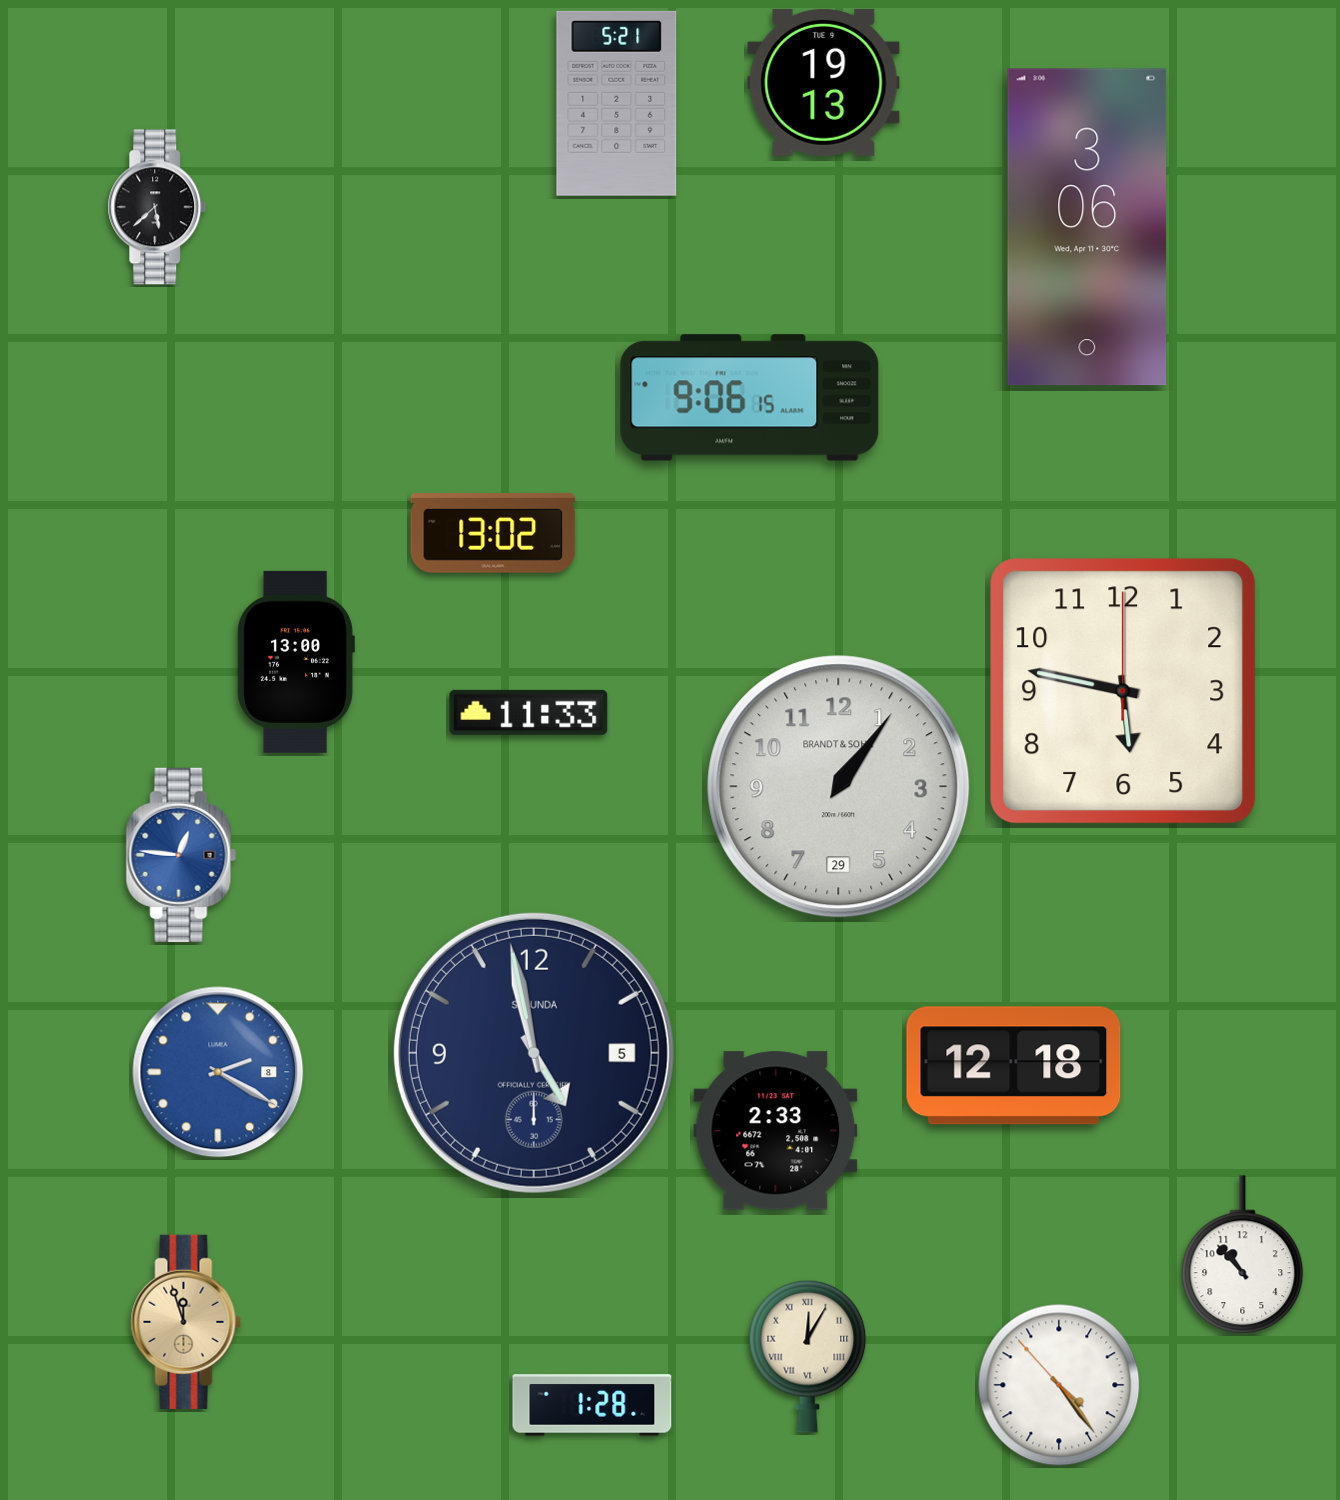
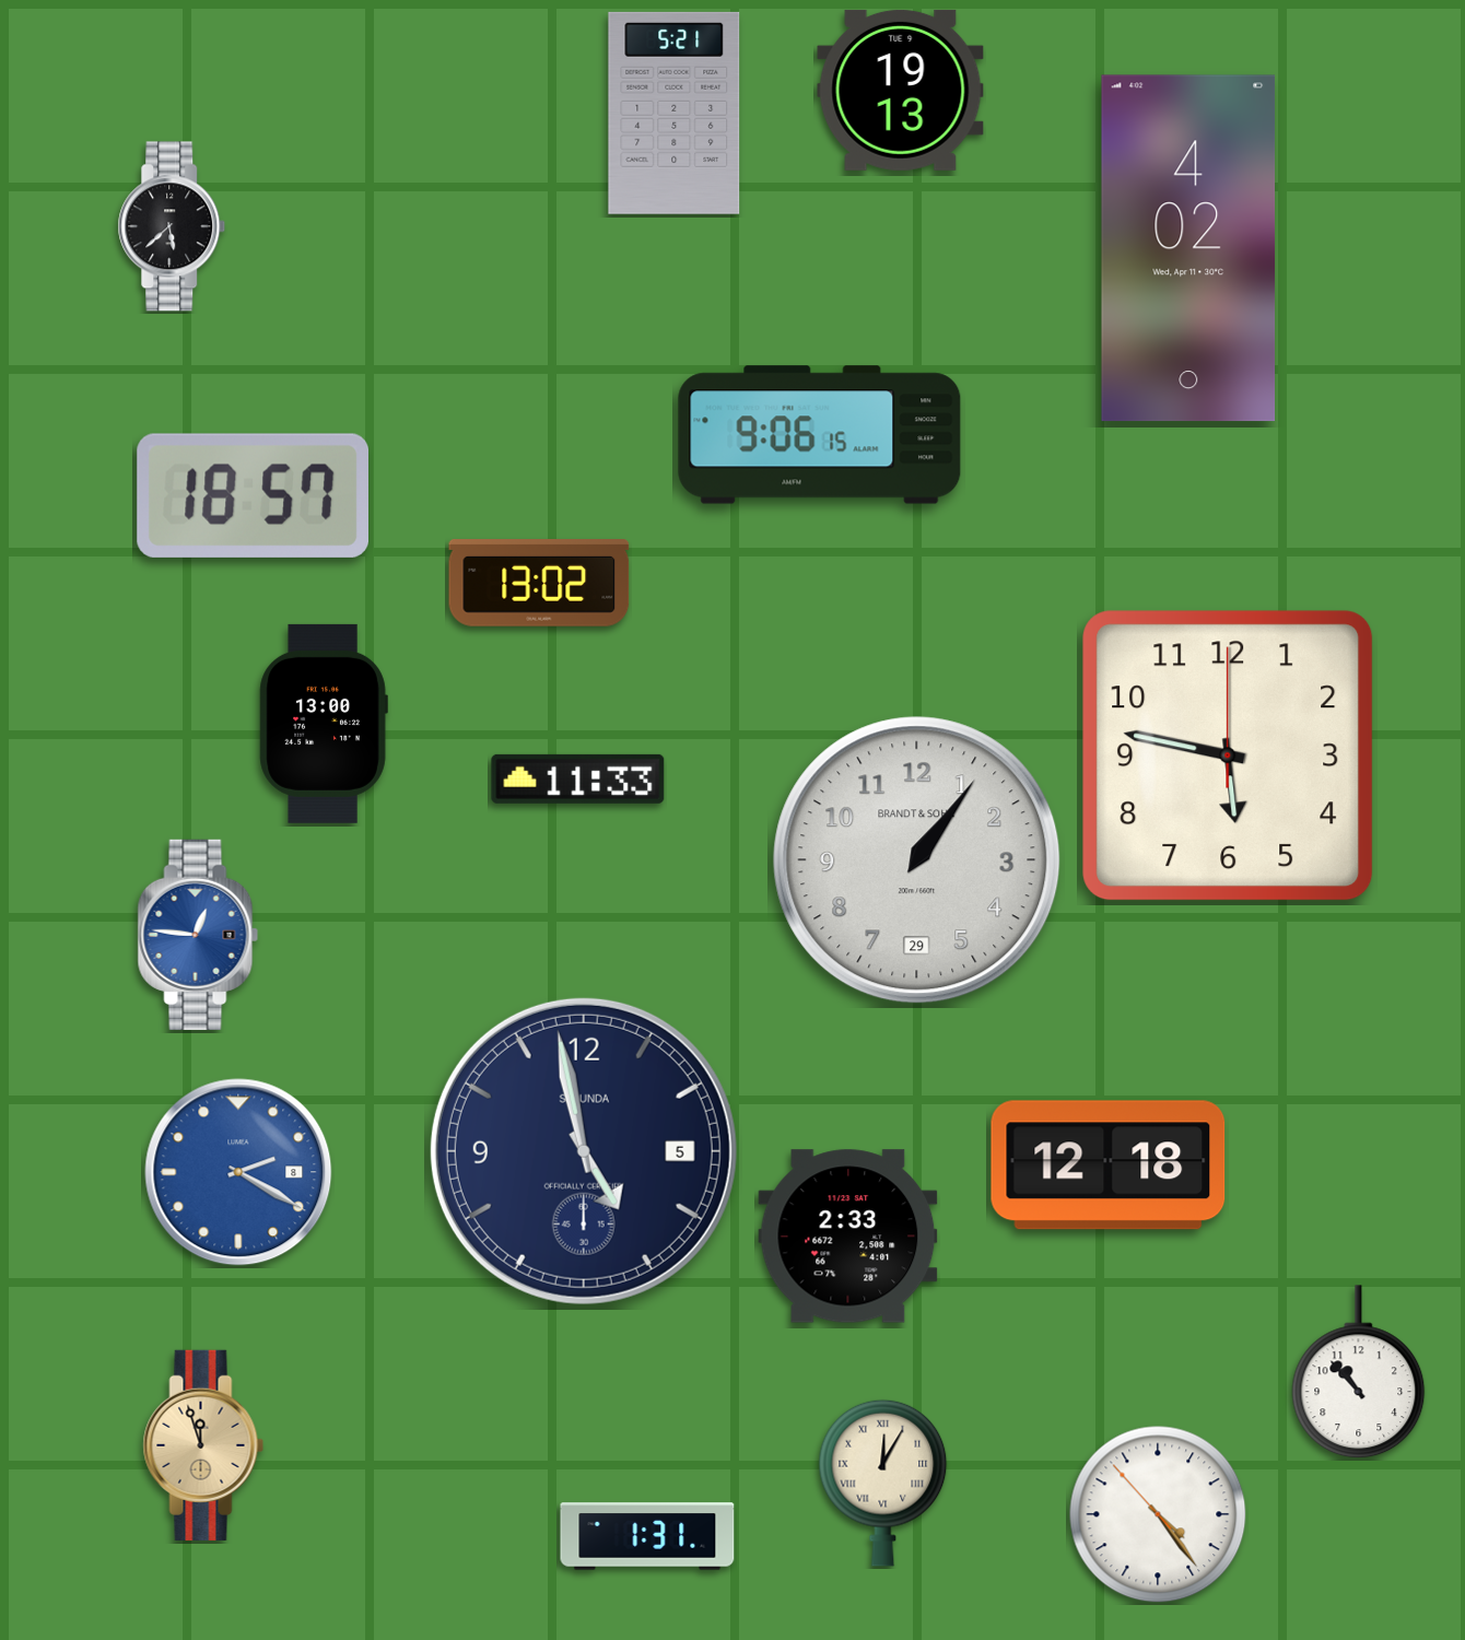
clock at (1087, 227): 3:06 -> 4:02
clock at (253, 495): none -> 18:57
clock at (592, 1405): 1:28 -> 1:31
